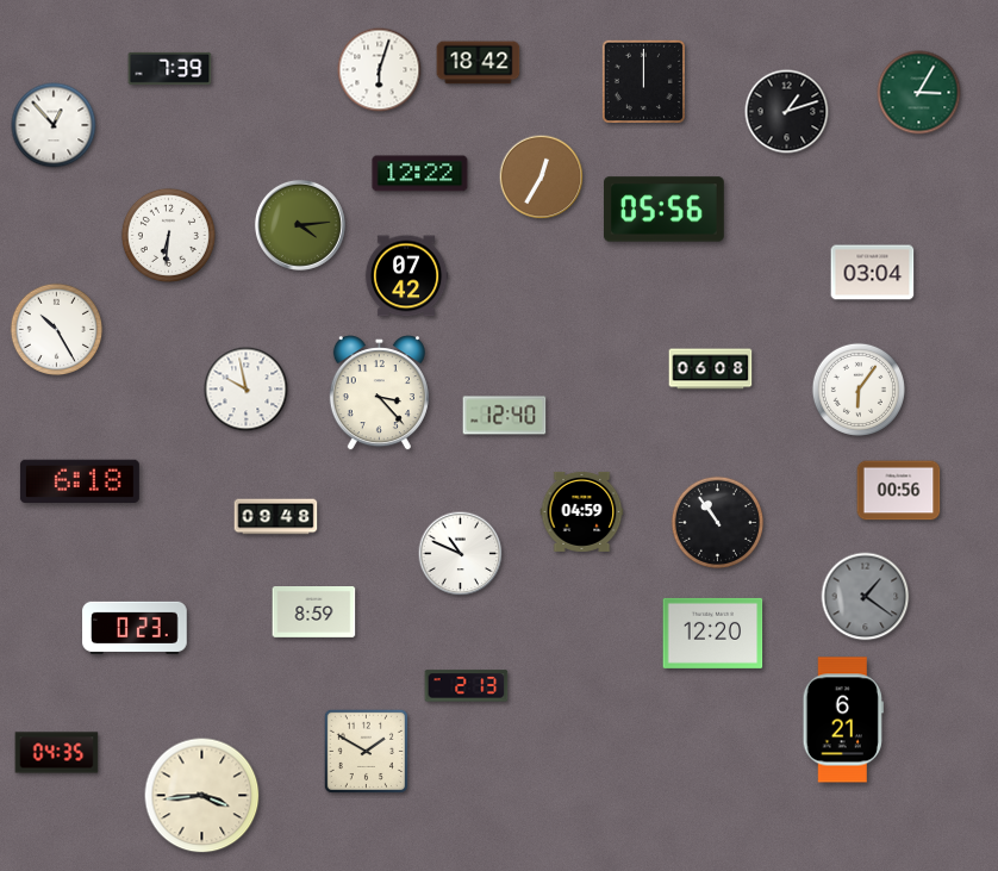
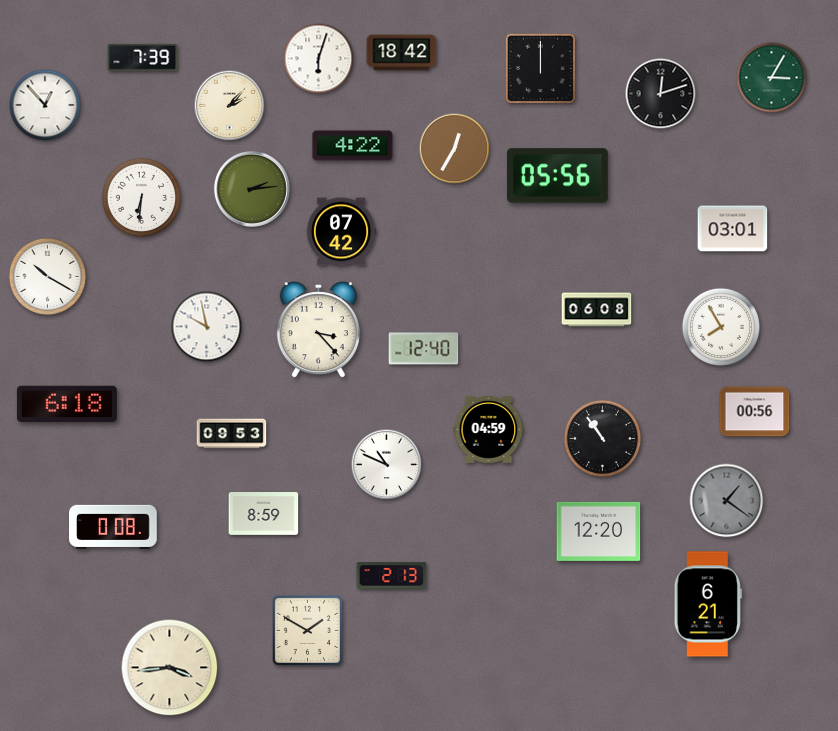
clock at (787, 112): 1:12 -> 12:12
clock at (230, 106): none -> 2:07
clock at (420, 174): 12:22 -> 4:22
clock at (300, 225): 4:14 -> 2:14
clock at (873, 273): 03:04 -> 03:01
clock at (57, 330): 10:25 -> 10:20
clock at (859, 390): 6:06 -> 7:55
clock at (276, 517): 09:48 -> 09:53
clock at (135, 628): 0:23 -> 0:08
clock at (57, 753): 04:35 -> none
